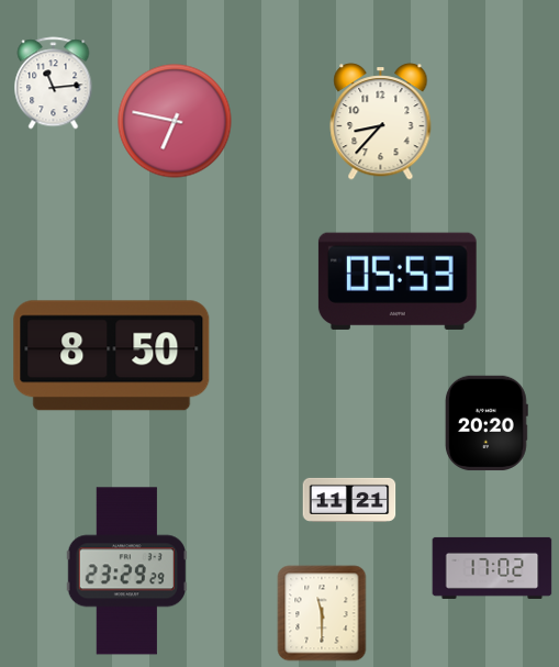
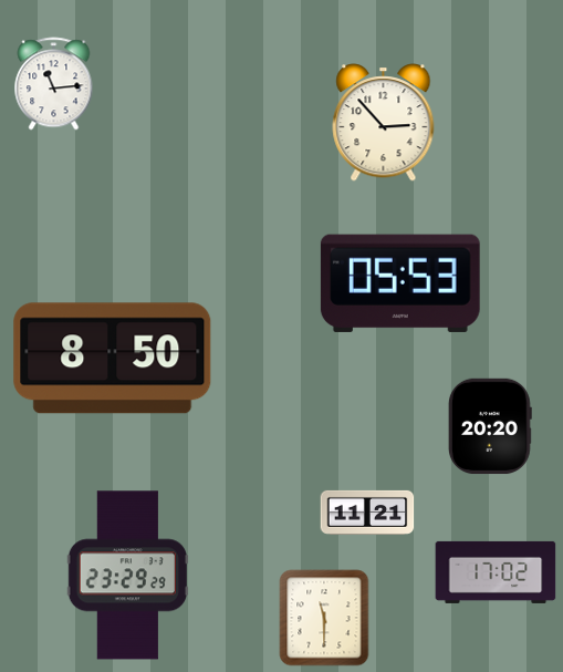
clock at (175, 121): 6:47 -> none
clock at (381, 122): 8:37 -> 2:53
clock at (349, 500) position: (349, 500) -> (367, 513)
